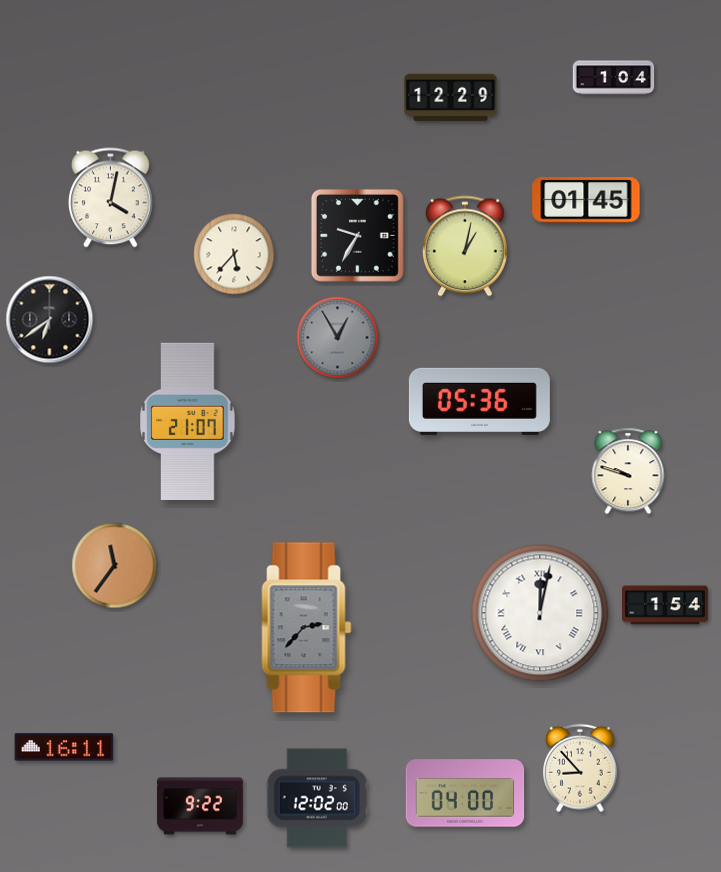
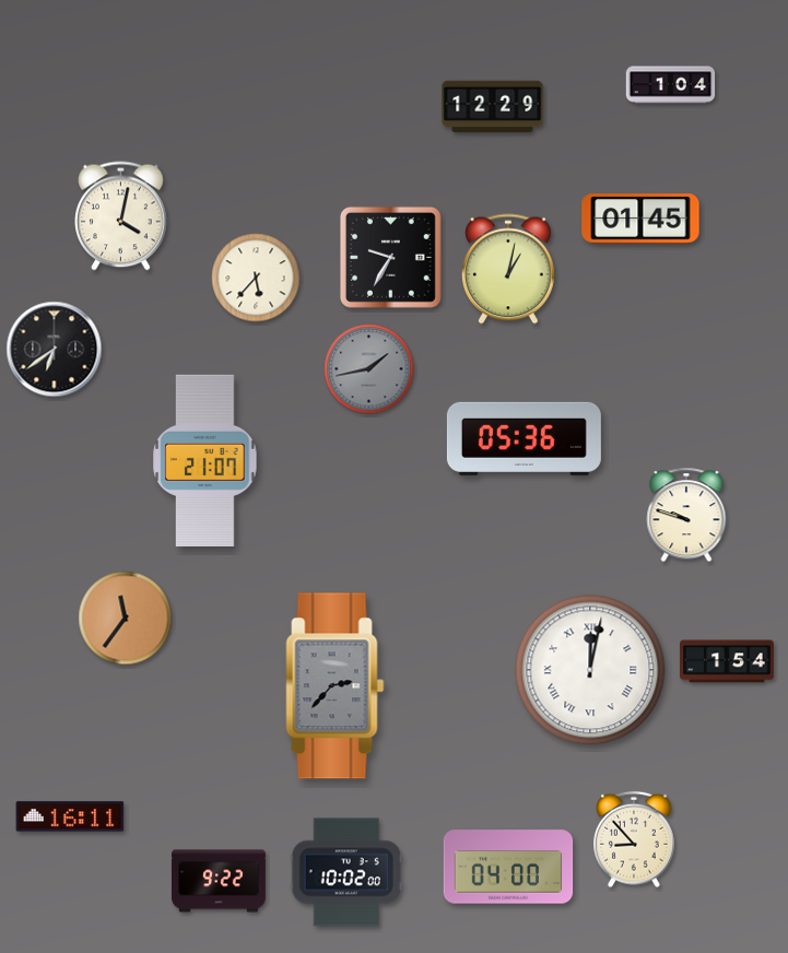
clock at (338, 338): 12:55 -> 1:43
clock at (317, 798): 12:02 -> 10:02
